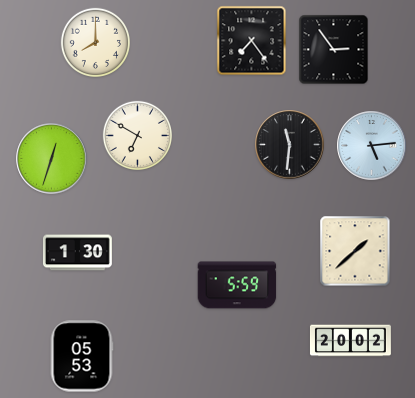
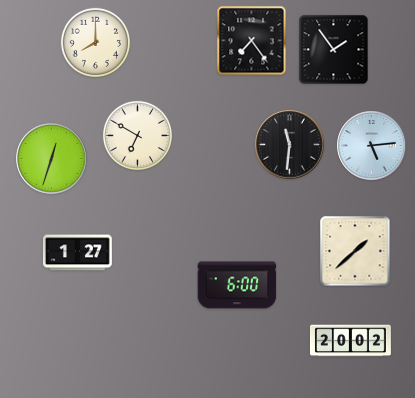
clock at (334, 50): 2:54 -> 1:54
clock at (77, 253): 1:30 -> 1:27
clock at (237, 285): 5:59 -> 6:00
clock at (82, 356): 05:53 -> none
